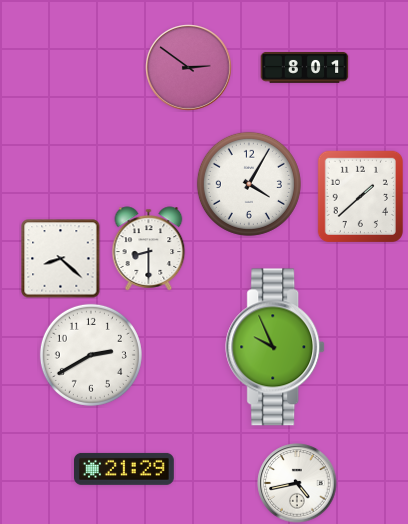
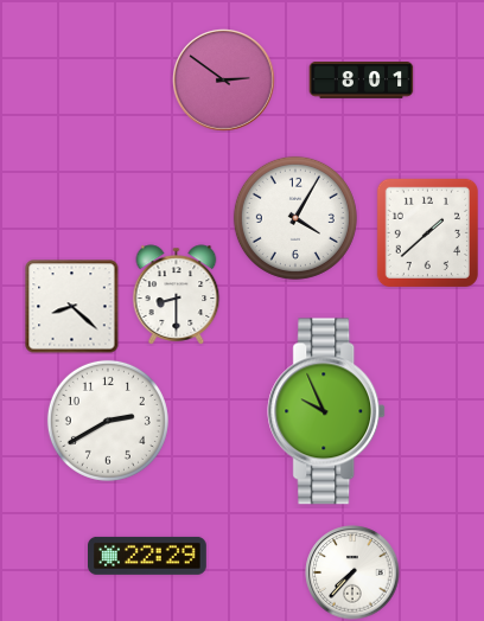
clock at (125, 469): 21:29 -> 22:29
clock at (297, 483): 4:43 -> 7:37
